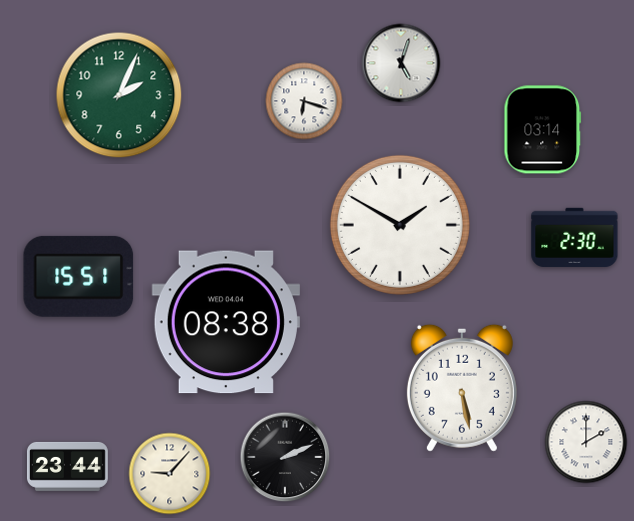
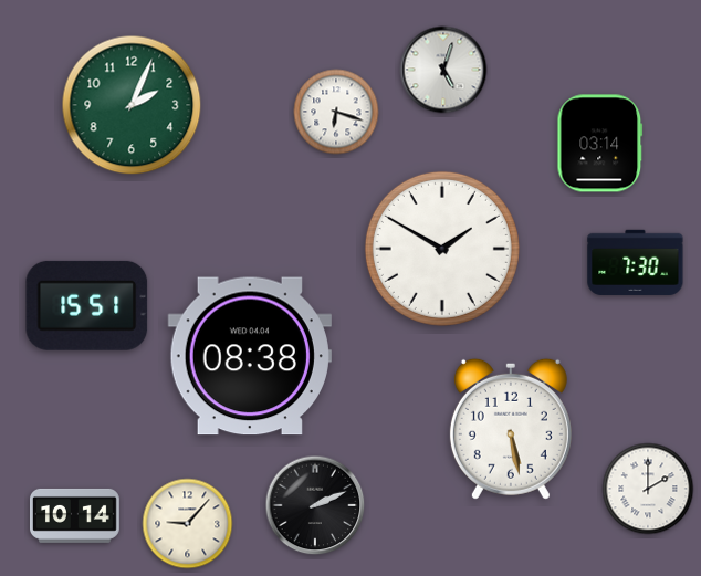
clock at (575, 237): 2:30 -> 7:30
clock at (67, 466): 23:44 -> 10:14
